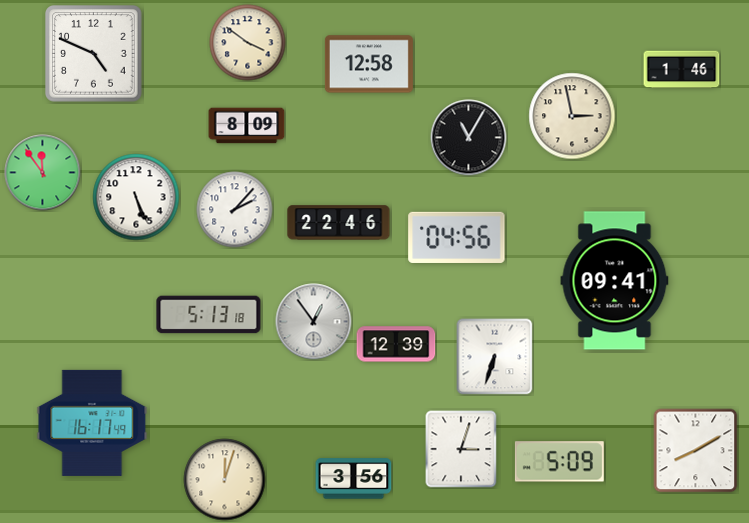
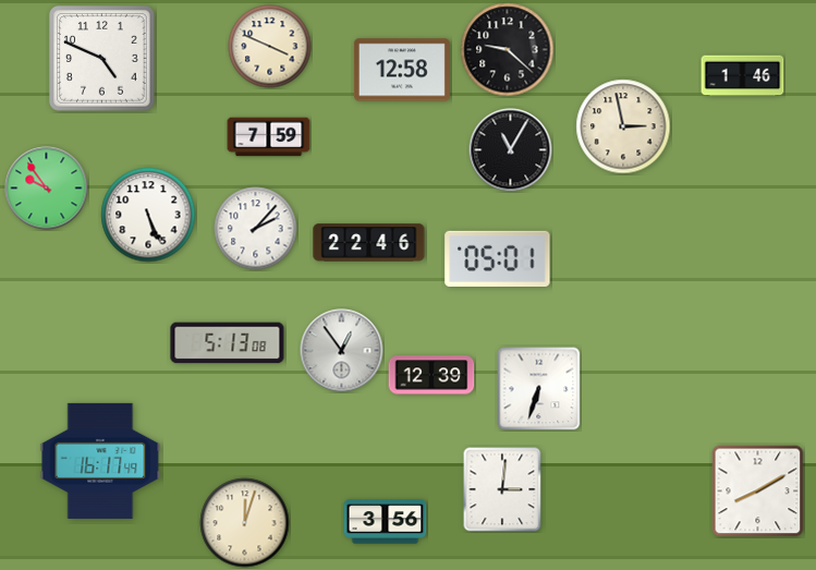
clock at (248, 43): 3:51 -> 3:49
clock at (508, 50): none -> 9:22
clock at (247, 126): 8:09 -> 7:59
clock at (43, 173): 11:54 -> 9:54
clock at (457, 237): 04:56 -> 05:01
clock at (615, 281): 09:41 -> none
clock at (209, 315): 5:13:18 -> 5:13:08
clock at (461, 449): 3:03 -> 3:01
clock at (559, 462): 5:09 -> none
